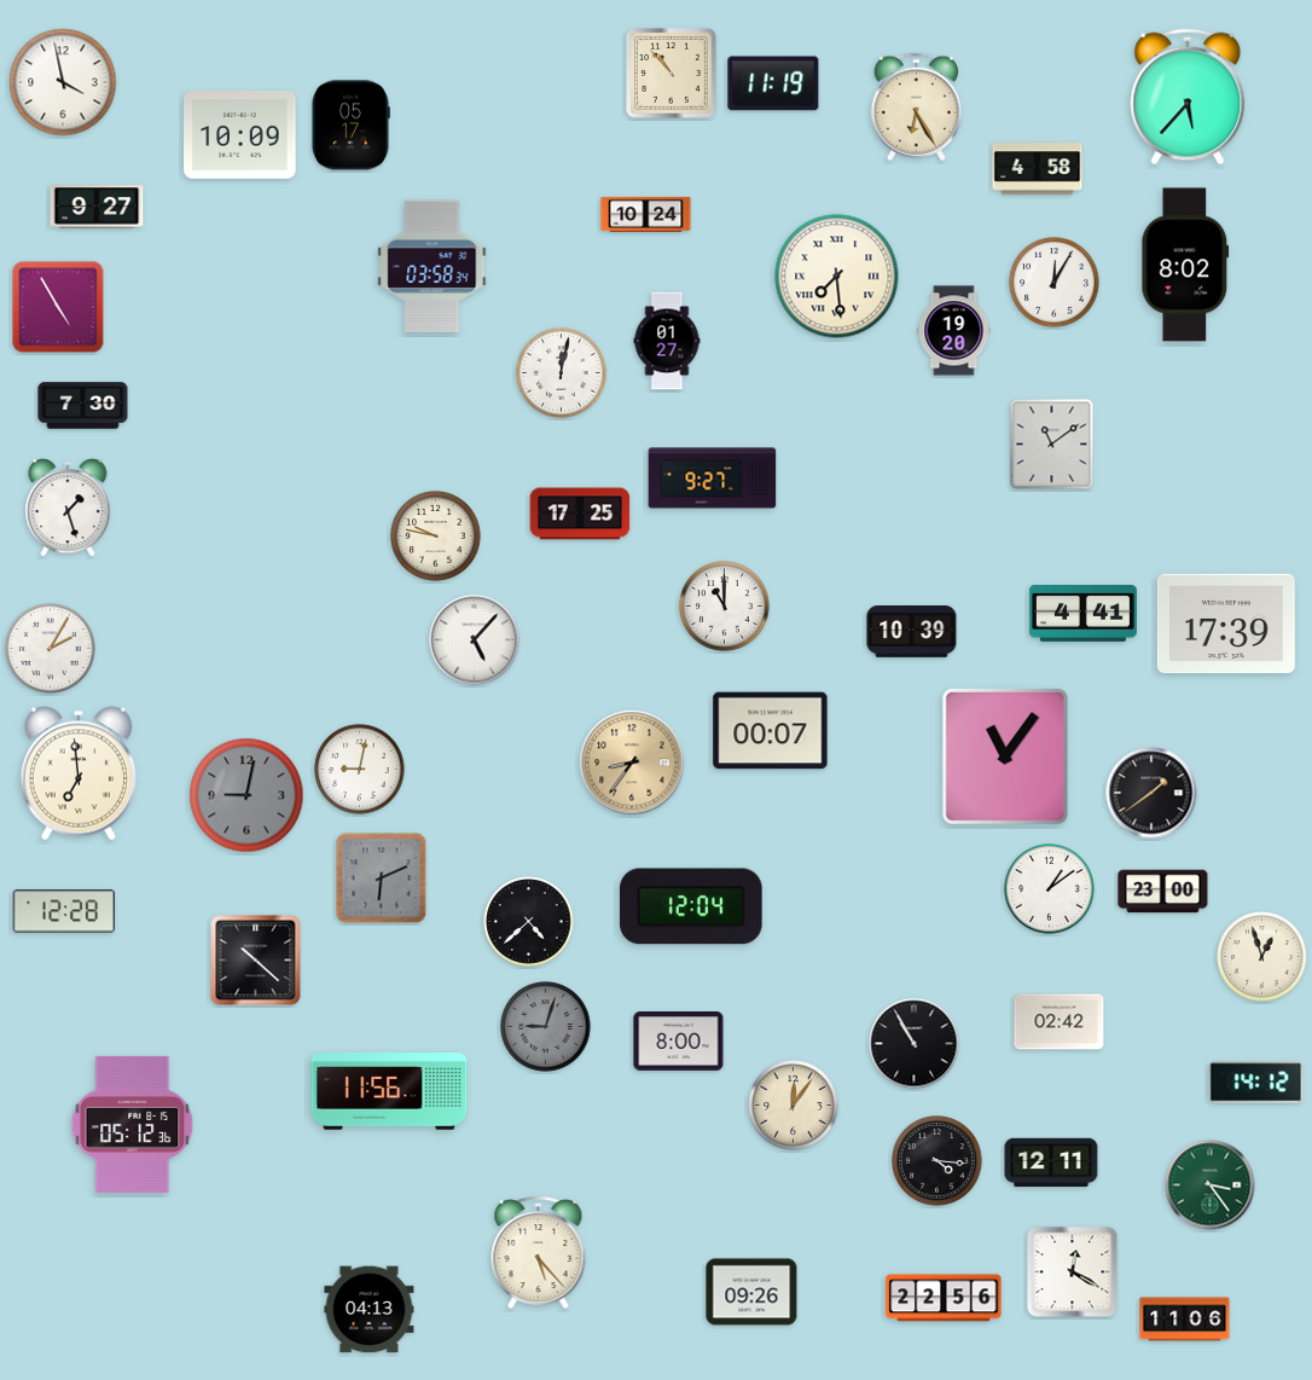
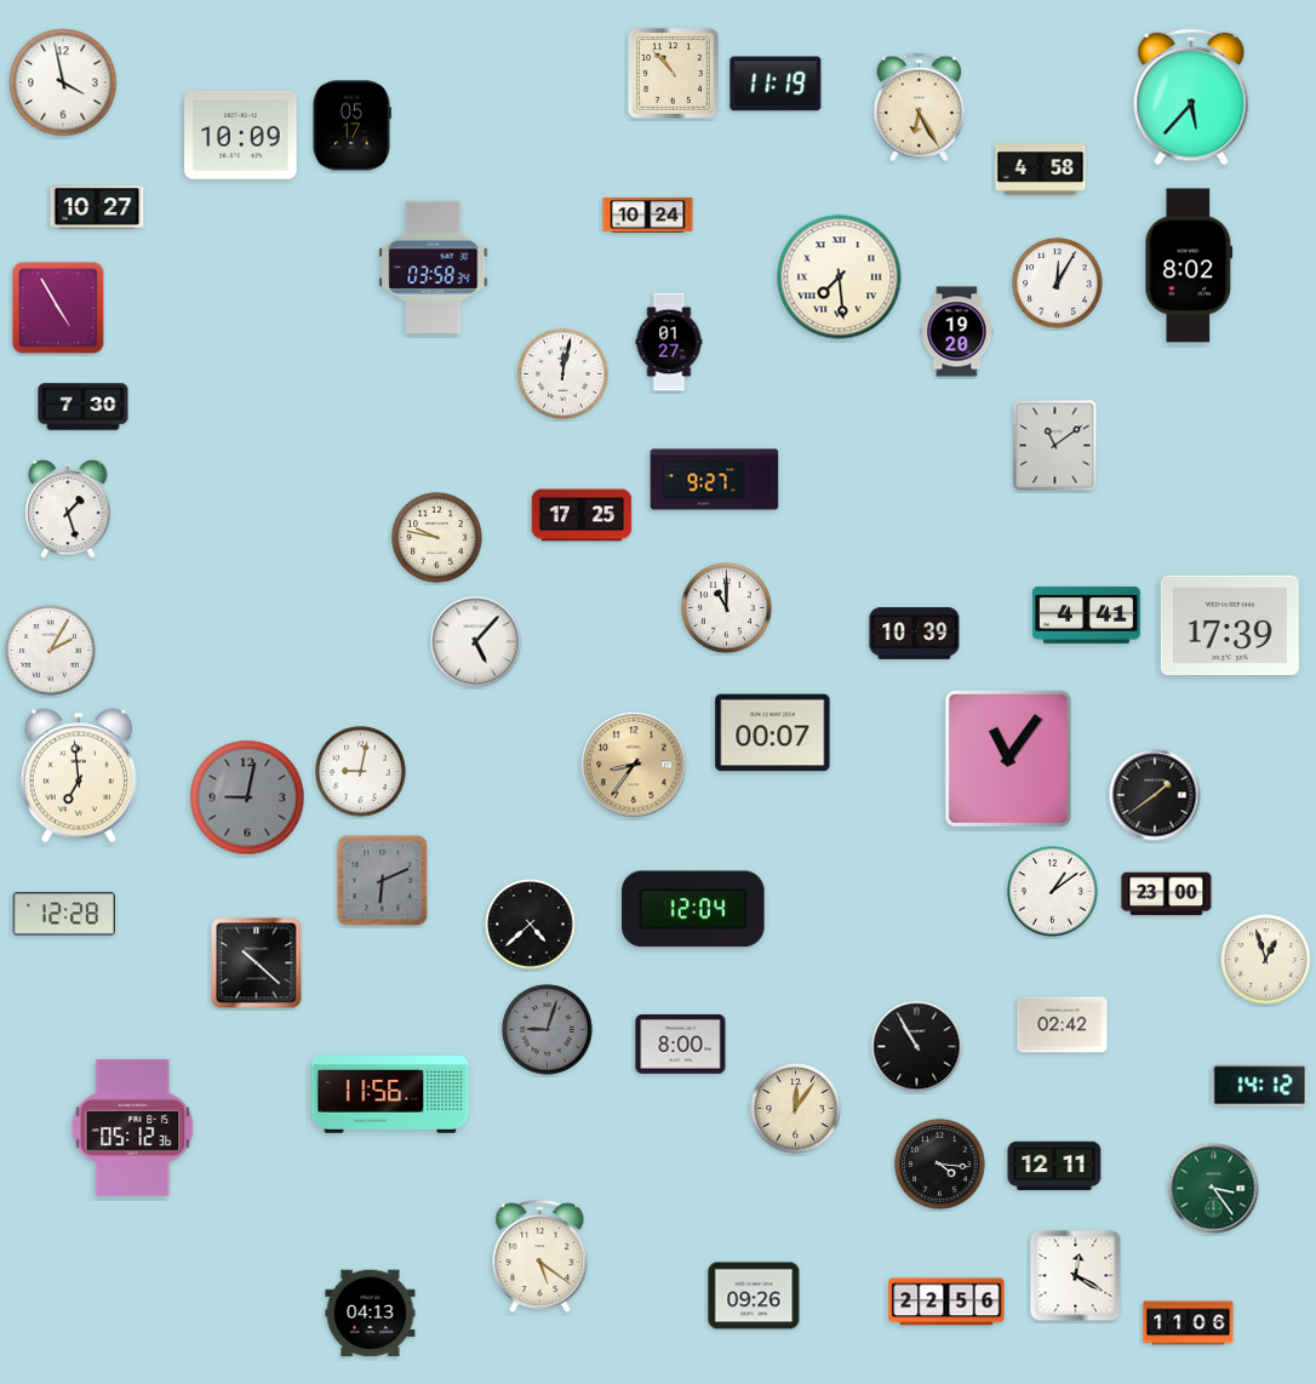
clock at (97, 207): 9:27 -> 10:27
clock at (539, 1253): 5:23 -> 5:21
